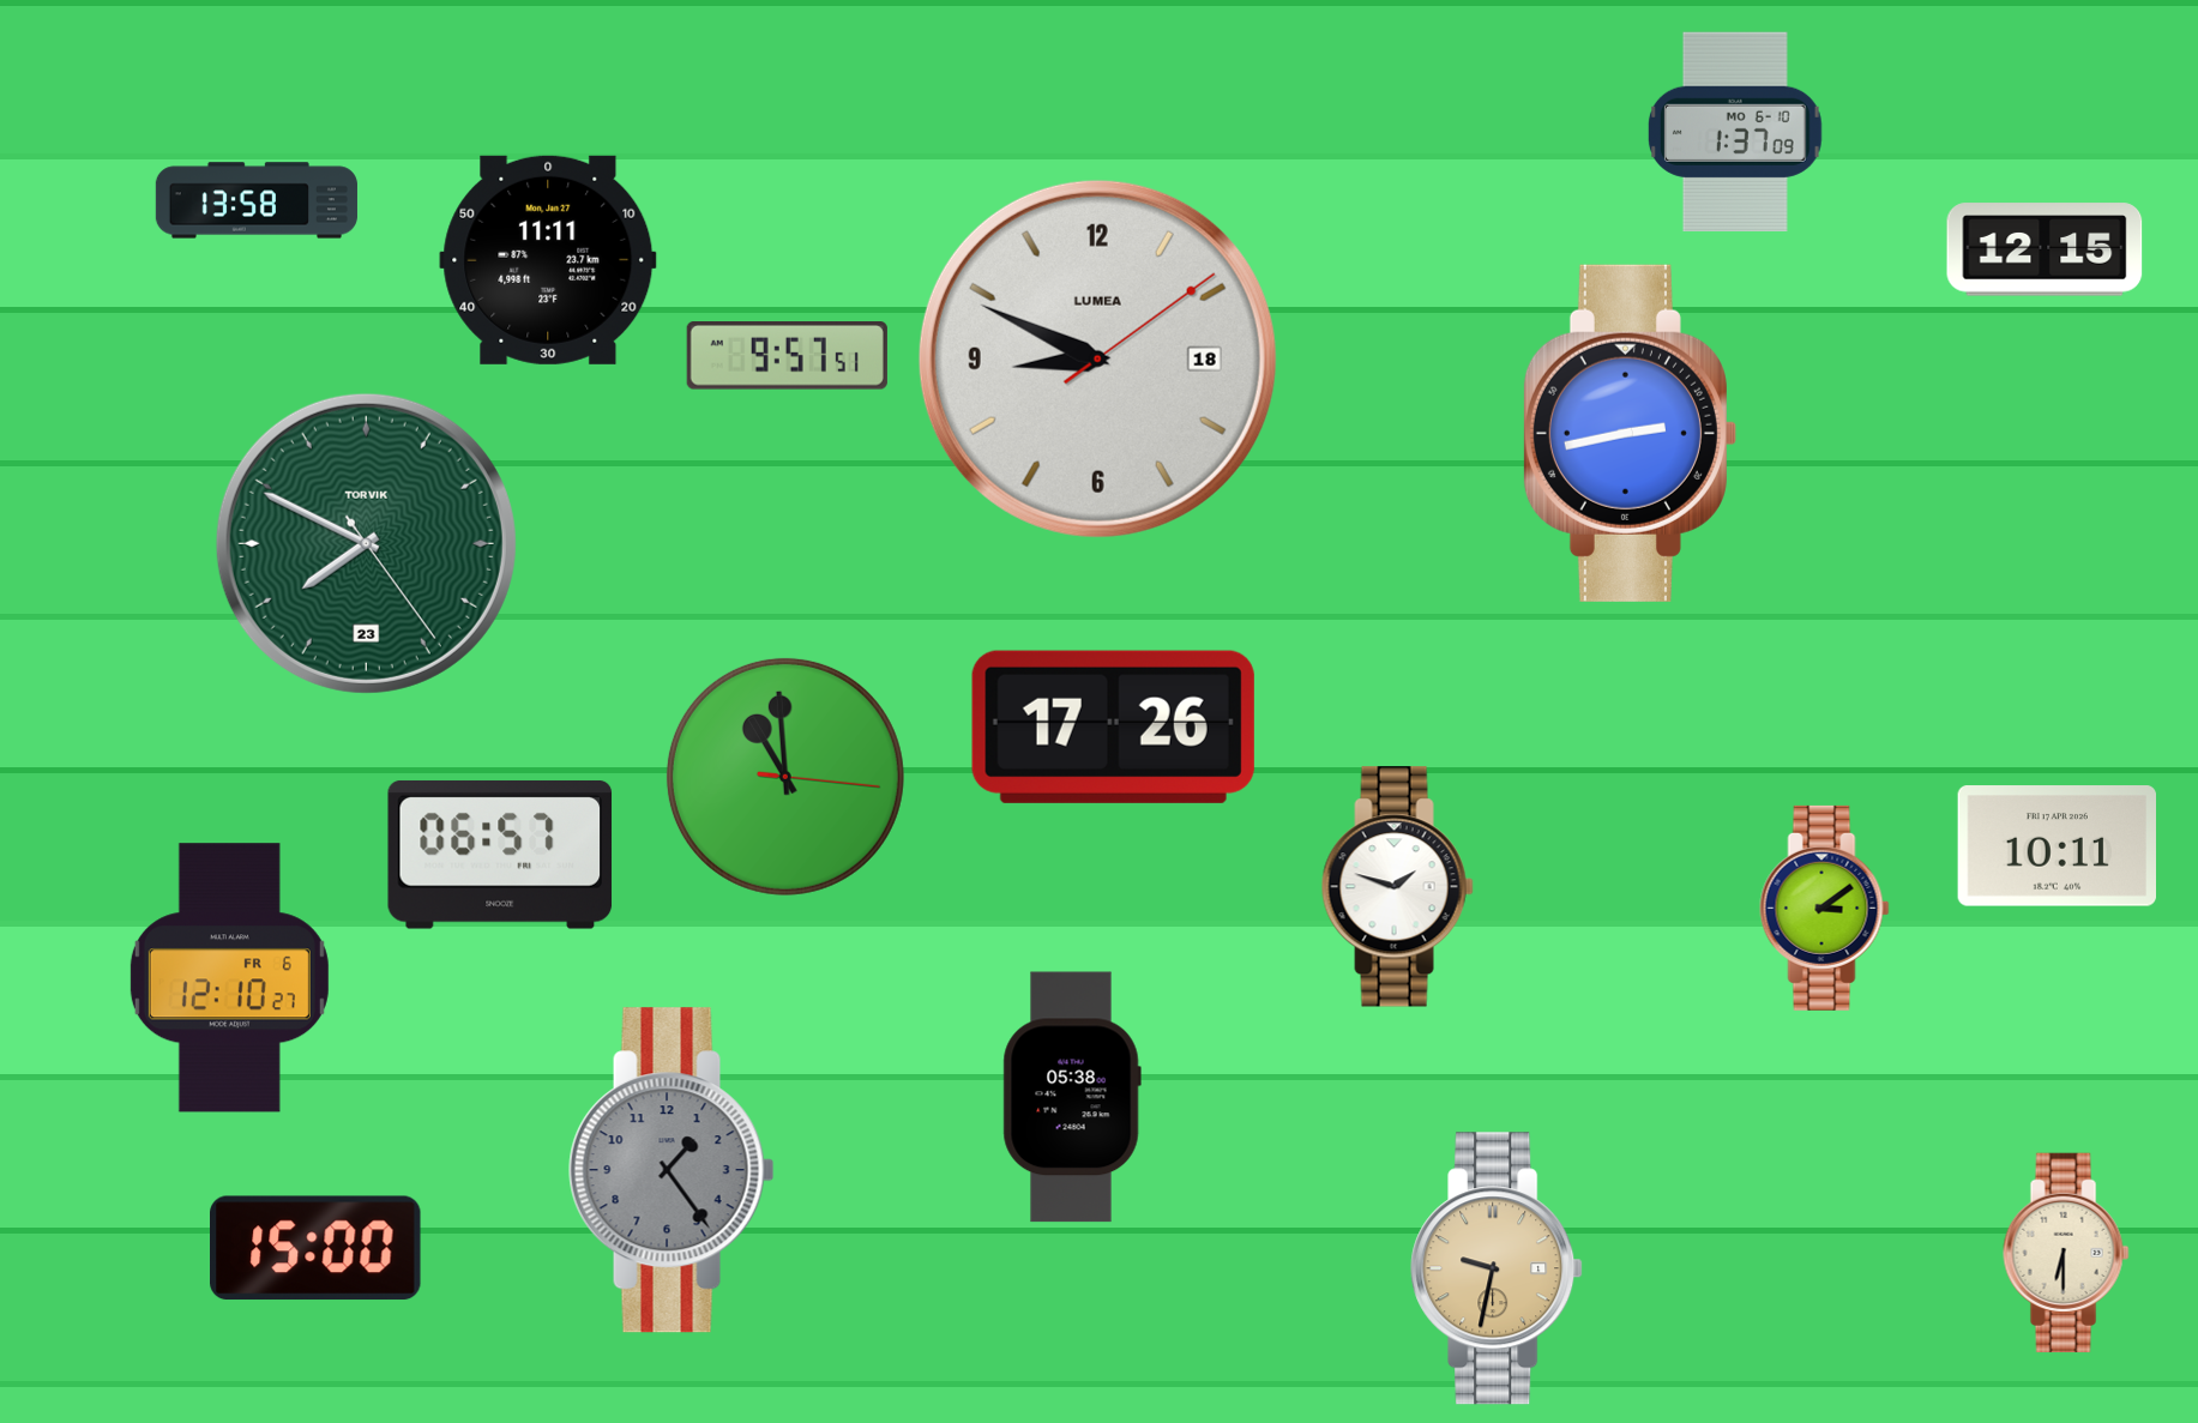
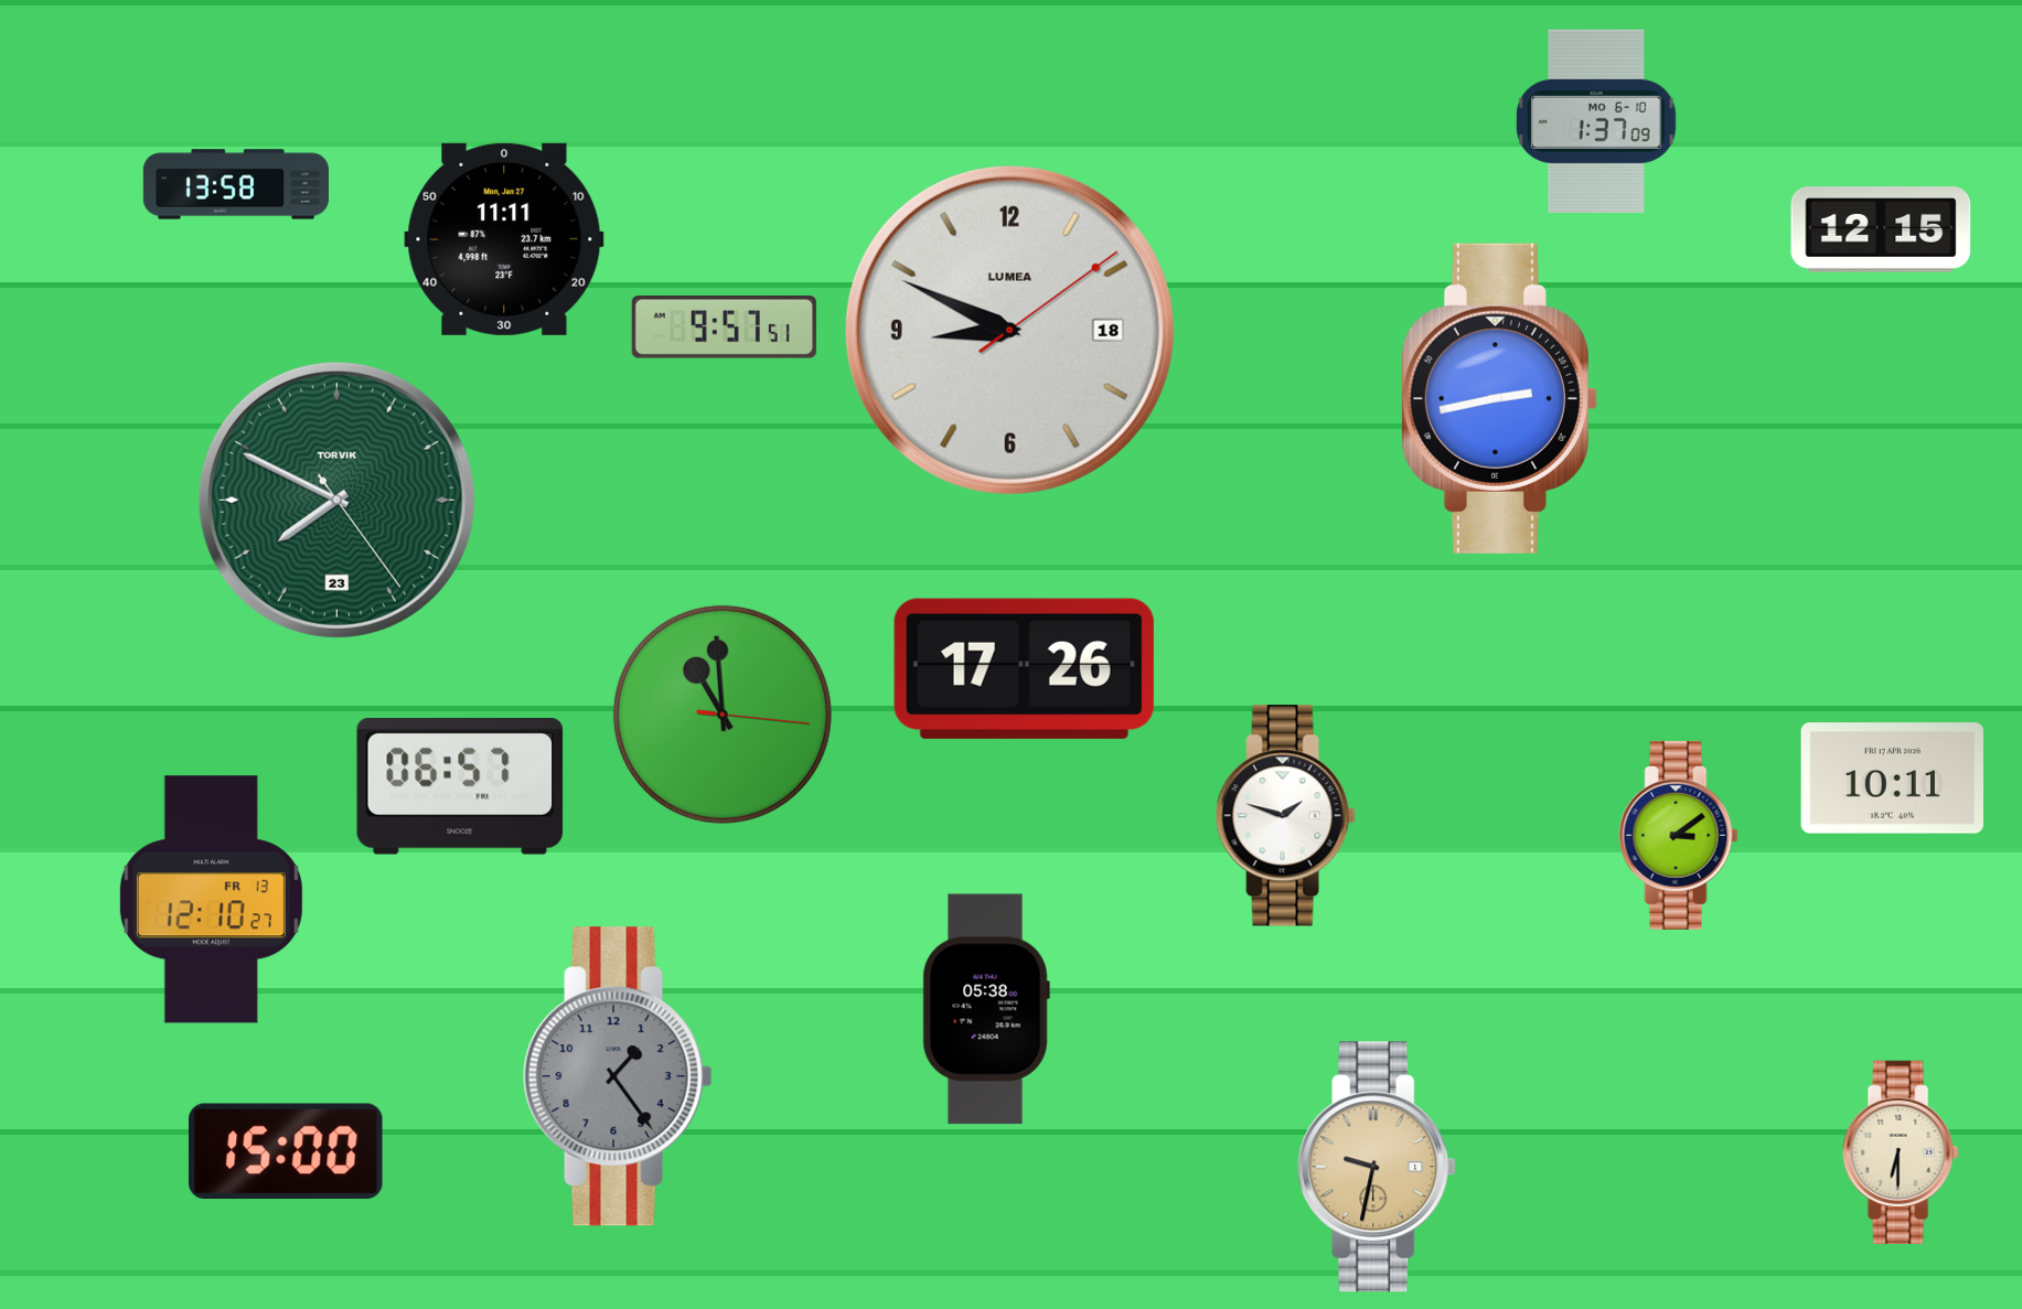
clock at (229, 978) date: FR 6 -> FR 13
clock at (317, 1248) position: (317, 1248) -> (287, 1151)
